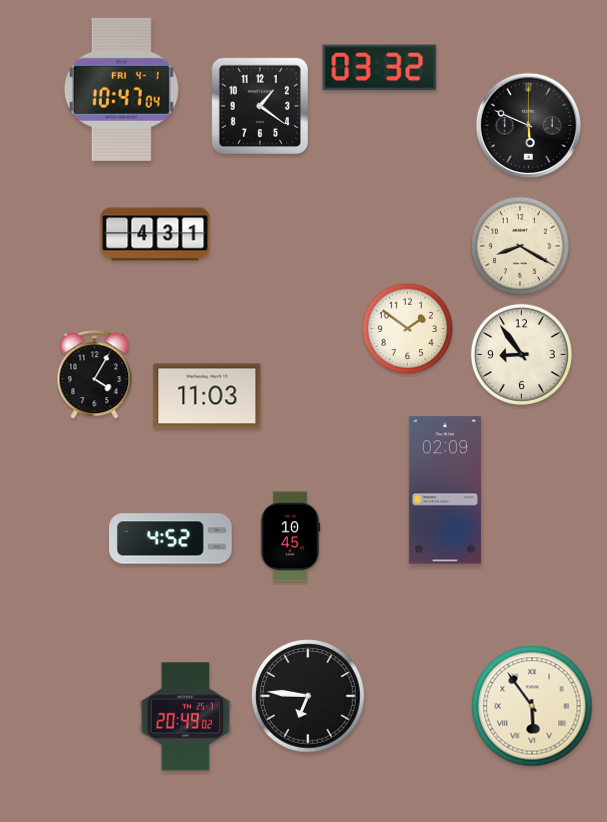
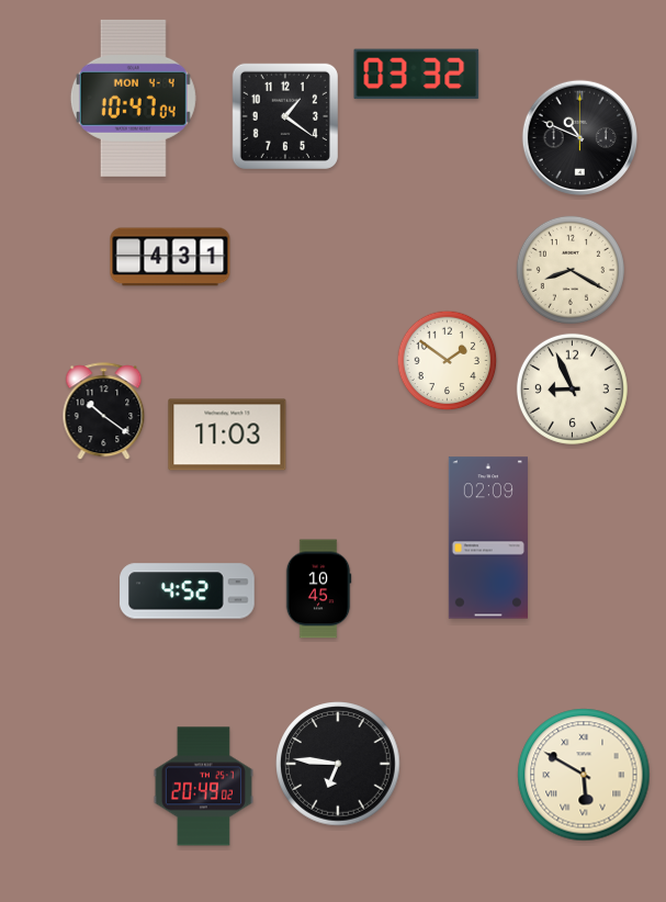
clock at (121, 89) date: FRI 4-1 -> MON 4-4
clock at (528, 125): 5:49 -> 10:49
clock at (521, 354): 8:54 -> 8:56
clock at (95, 375): 4:05 -> 10:21
clock at (532, 706): 5:54 -> 5:50
